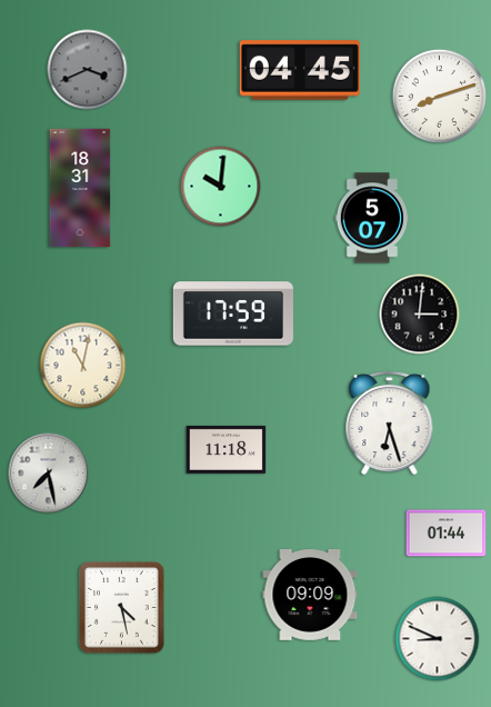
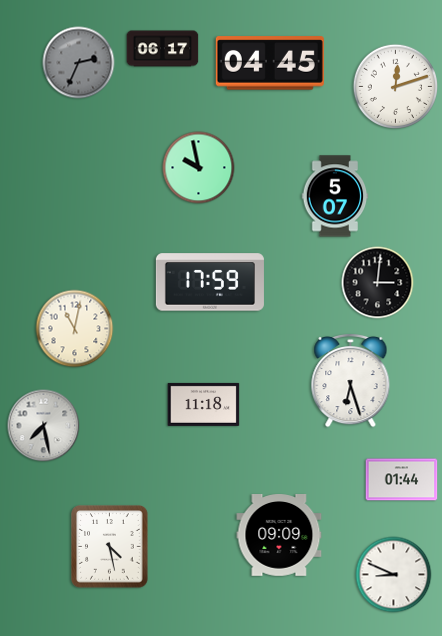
clock at (163, 49): none -> 06:17
clock at (88, 70): 3:41 -> 2:34
clock at (439, 96): 8:12 -> 12:12
clock at (221, 187): 10:01 -> 9:58
clock at (80, 188): 18:31 -> none
